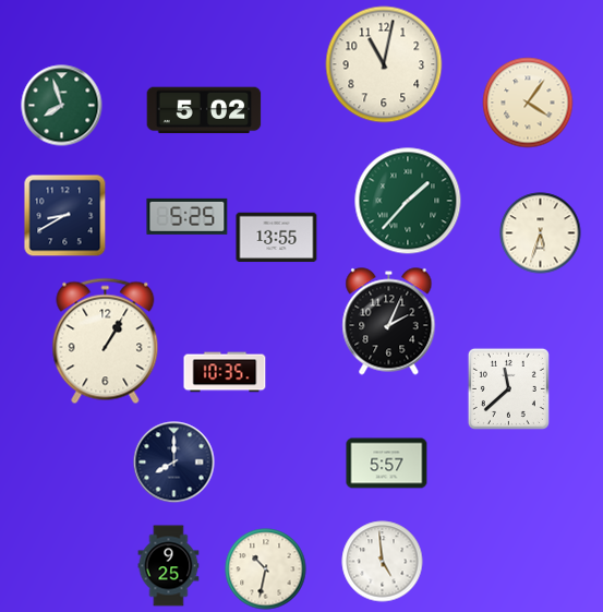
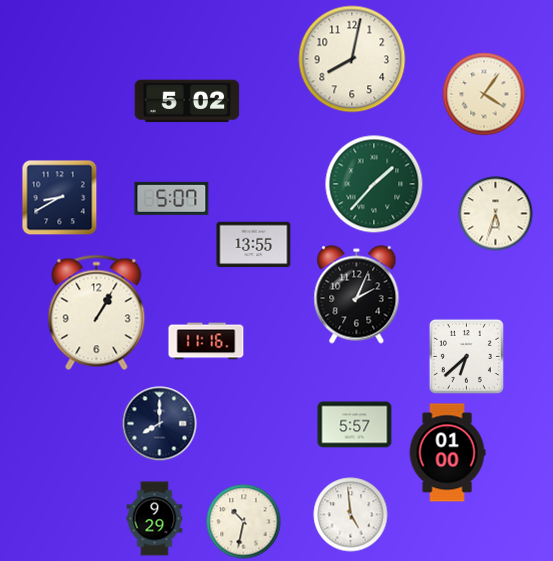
clock at (384, 64): 11:02 -> 8:02
clock at (62, 106): 7:57 -> none
clock at (188, 216): 5:25 -> 5:07
clock at (277, 238) position: (277, 238) -> (254, 245)
clock at (225, 372): 10:35 -> 11:16
clock at (508, 388): 11:38 -> 6:38
clock at (447, 453): none -> 01:00
clock at (169, 566): 9:25 -> 9:29
